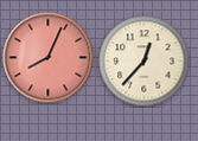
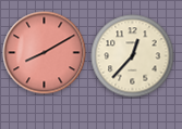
clock at (49, 58): 8:04 -> 8:10
